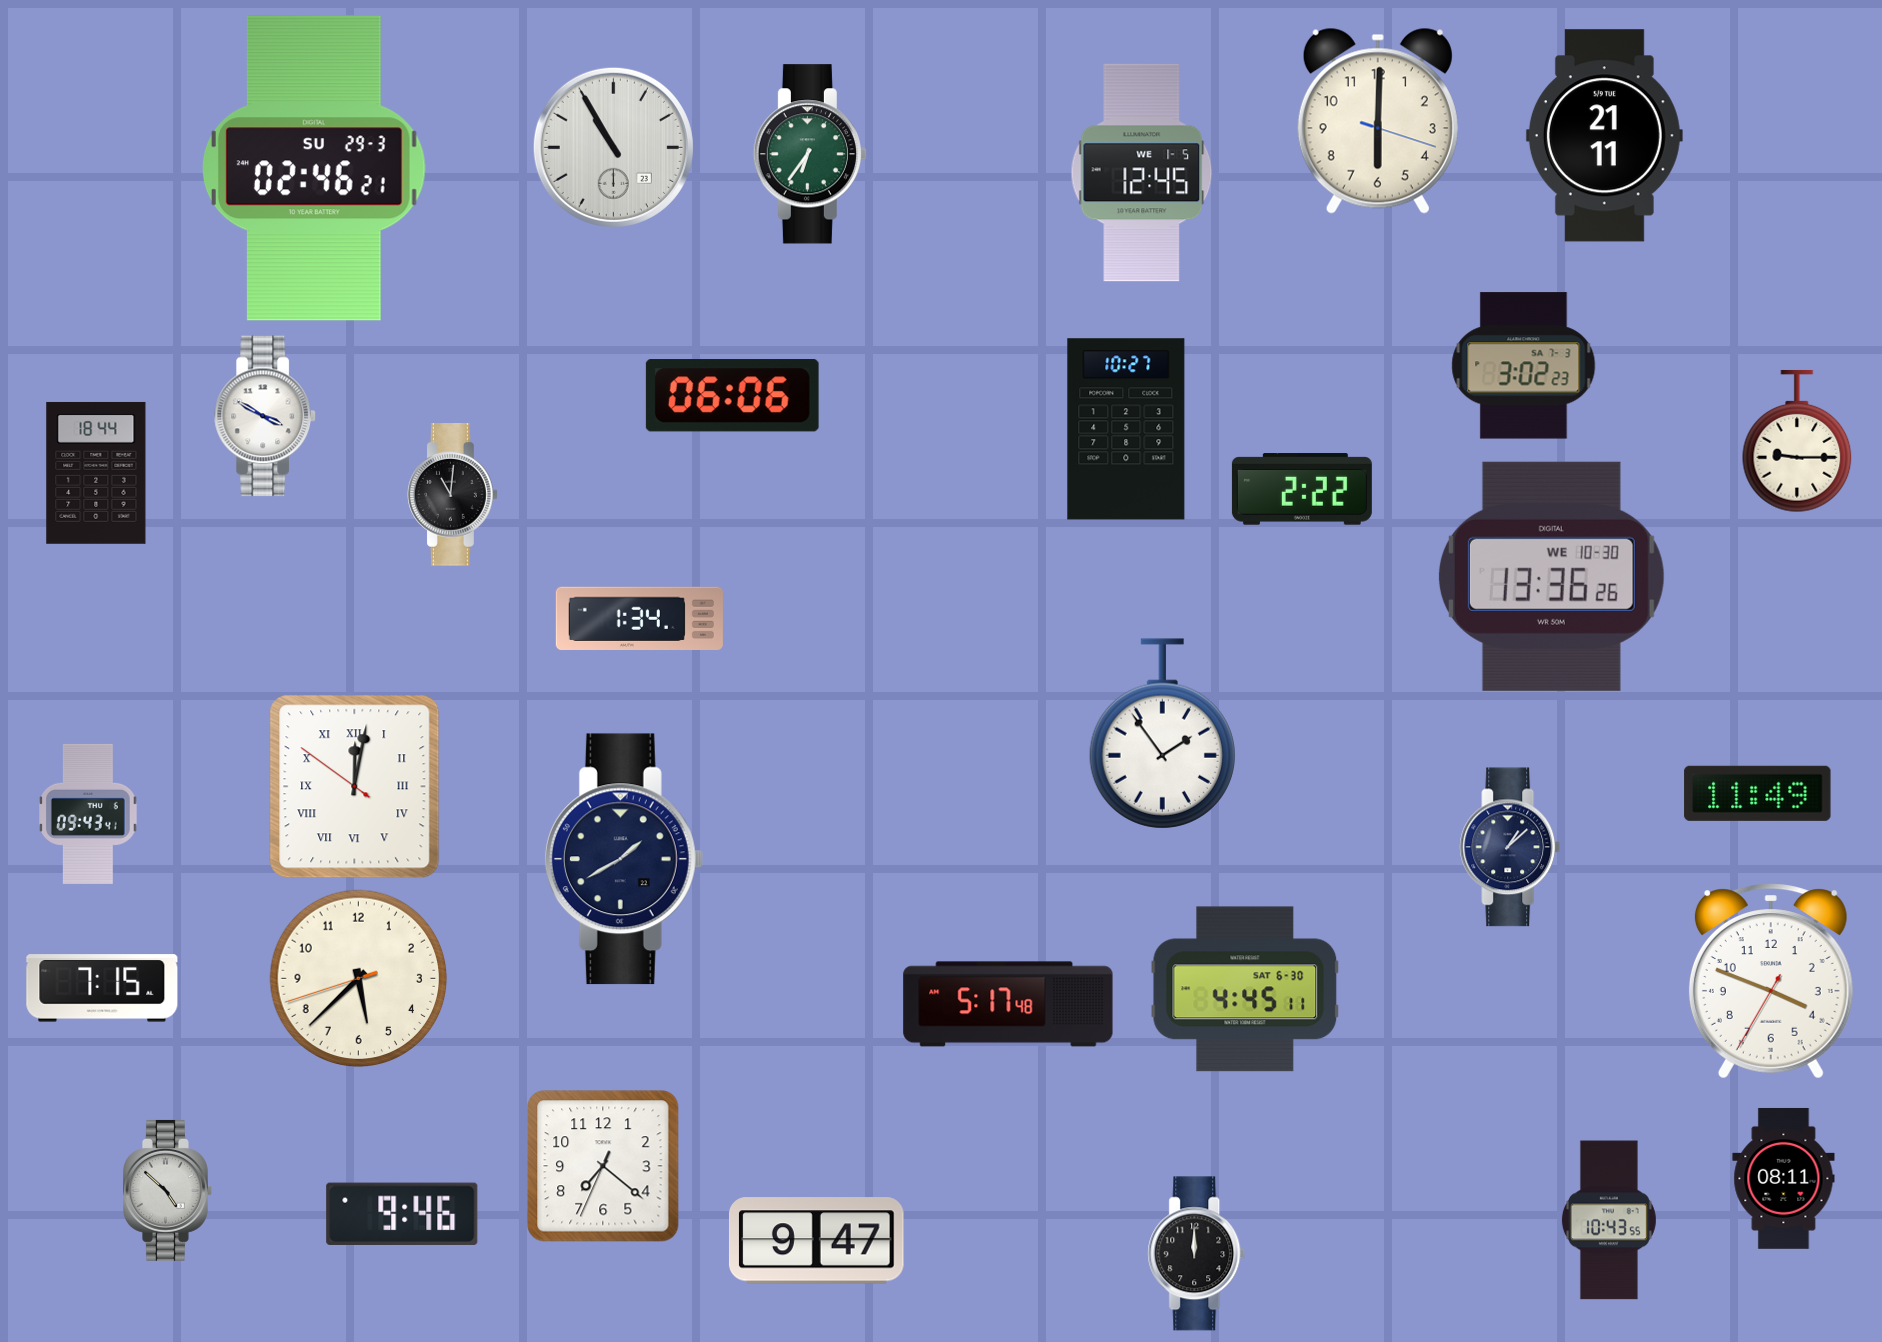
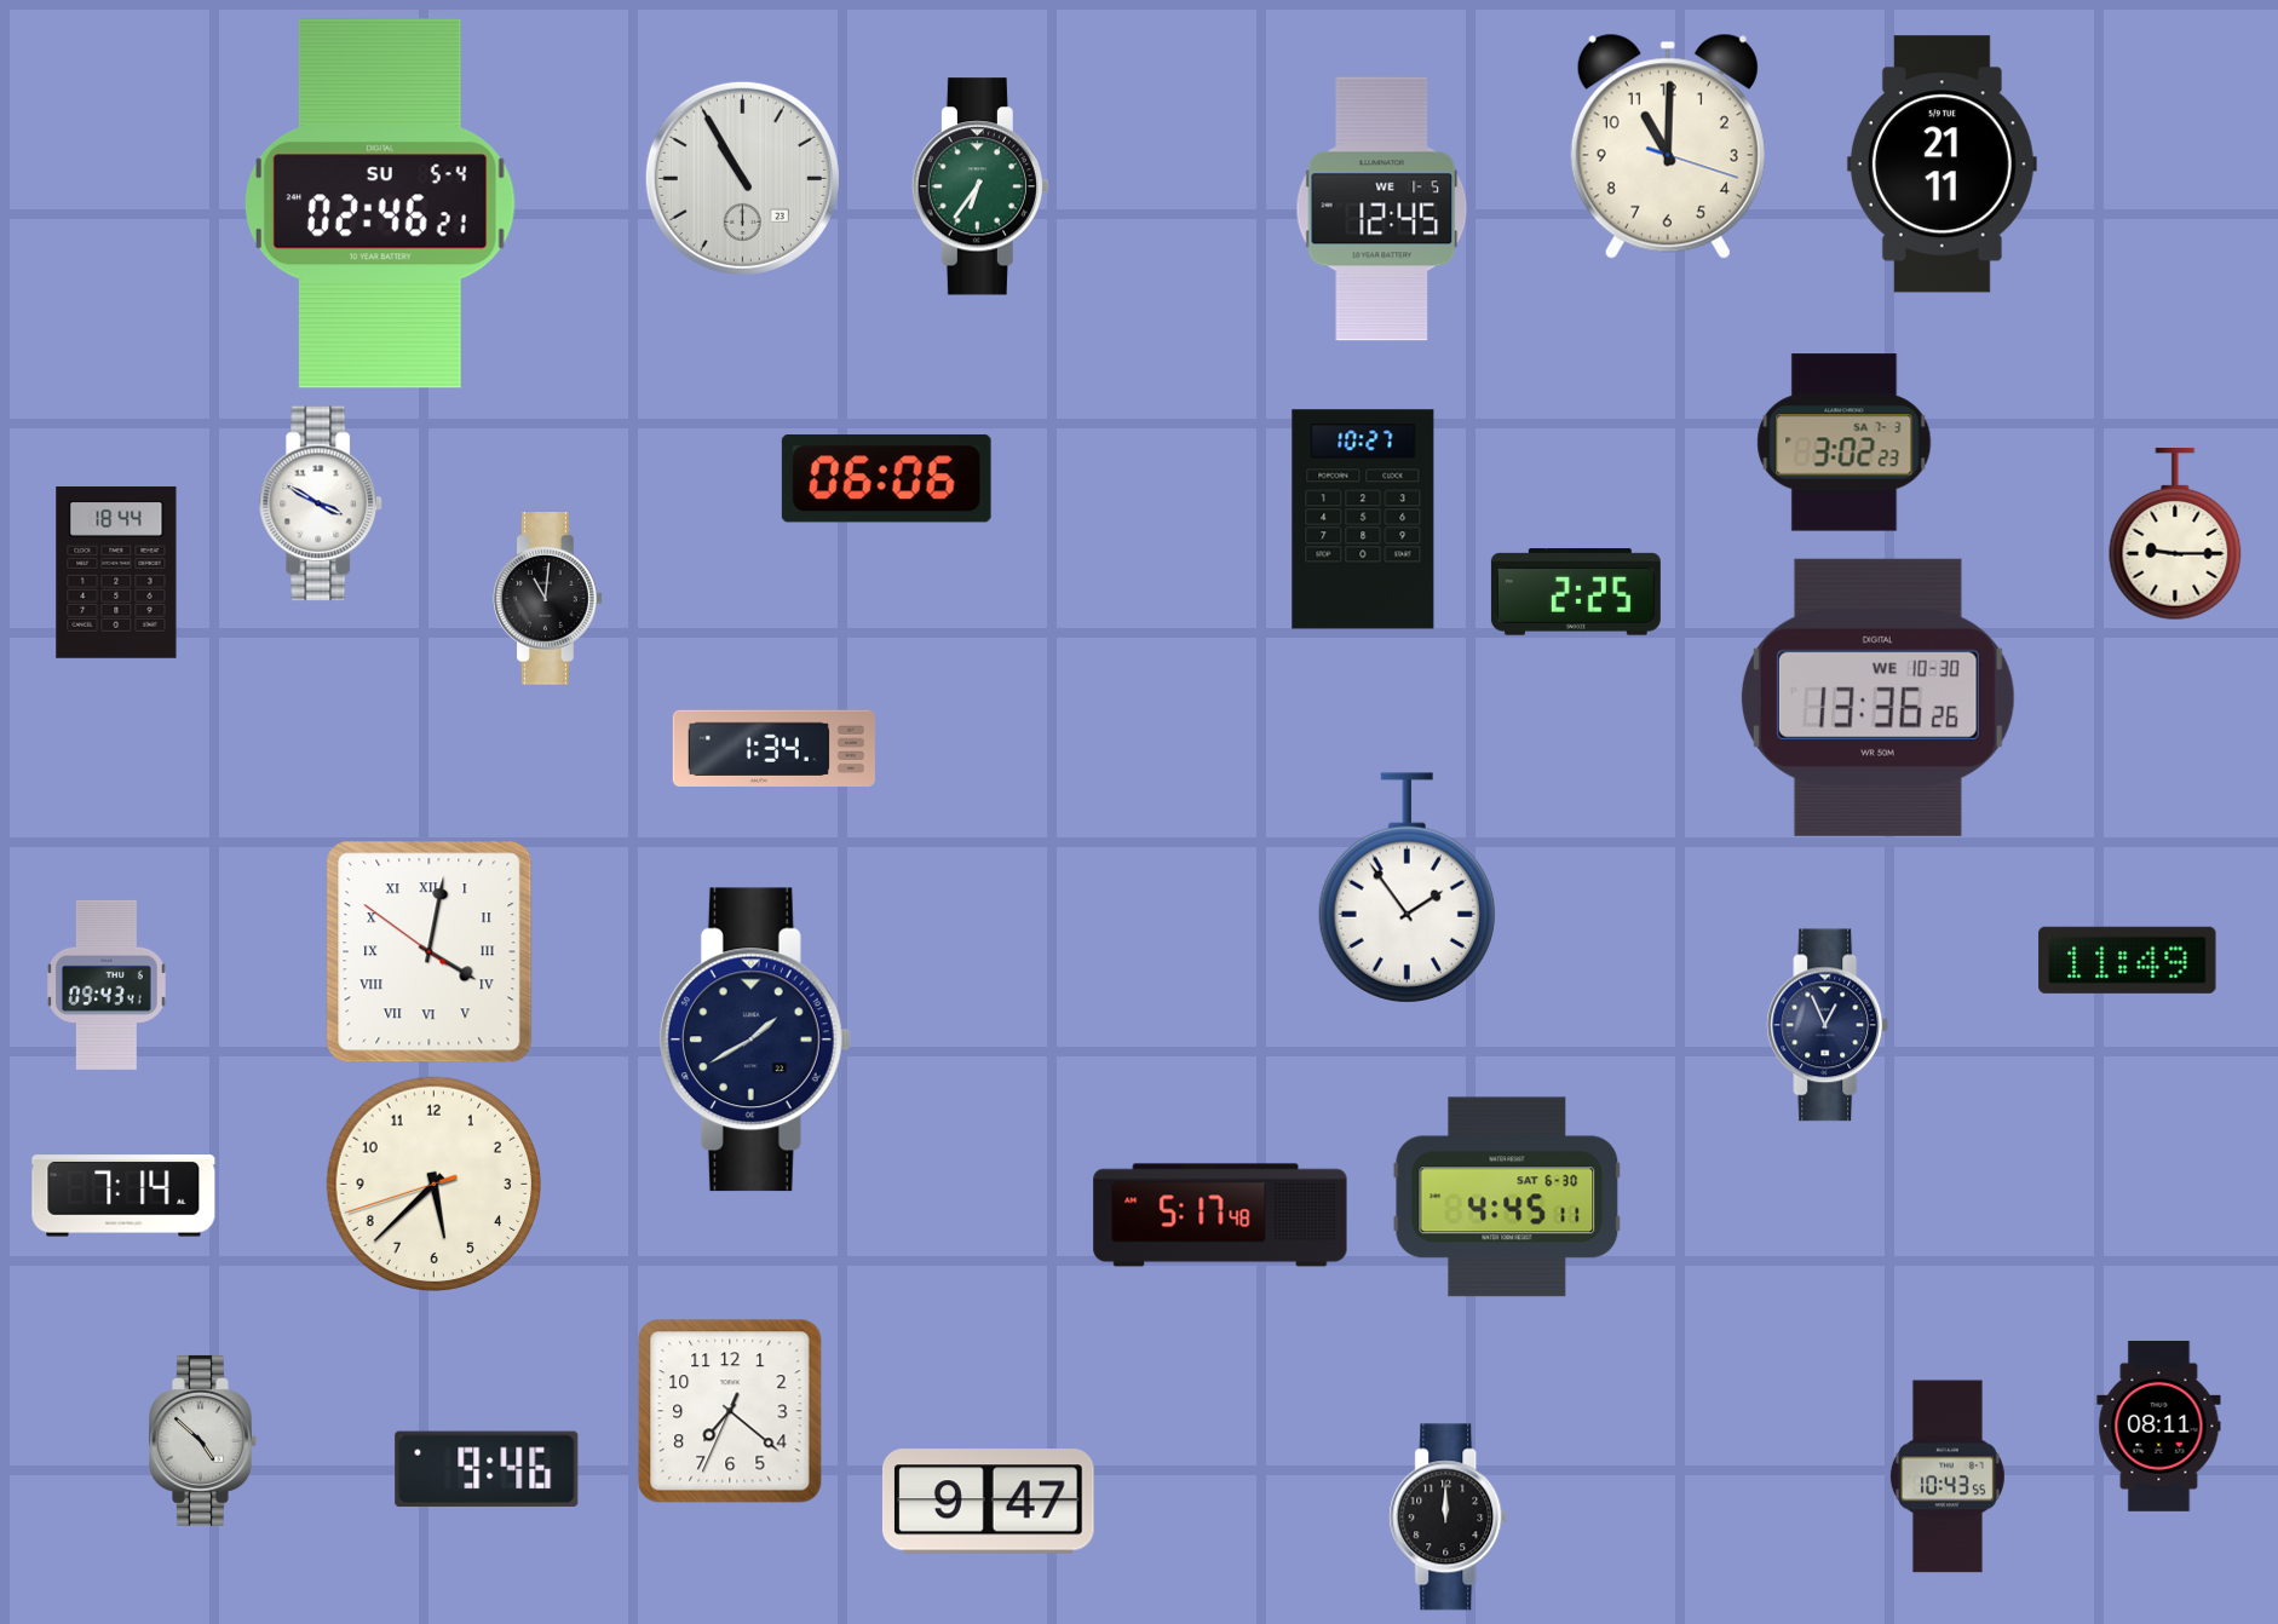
clock at (1378, 121): 6:00 -> 11:00
clock at (315, 168) date: SU 29-3 -> SU 5-4
clock at (1302, 489): 2:22 -> 2:25
clock at (355, 787): 12:01 -> 4:01
clock at (1510, 847): 1:08 -> 12:56
clock at (1771, 981): 3:48 -> none
clock at (102, 988): 7:15 -> 7:14
